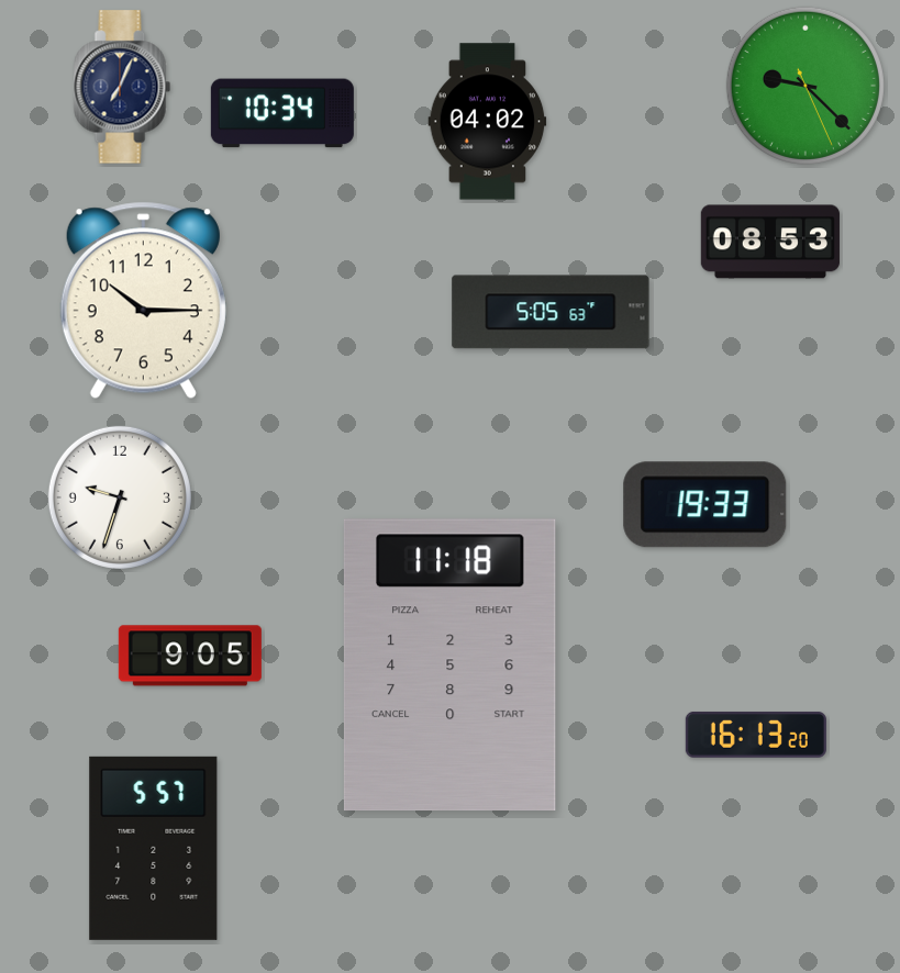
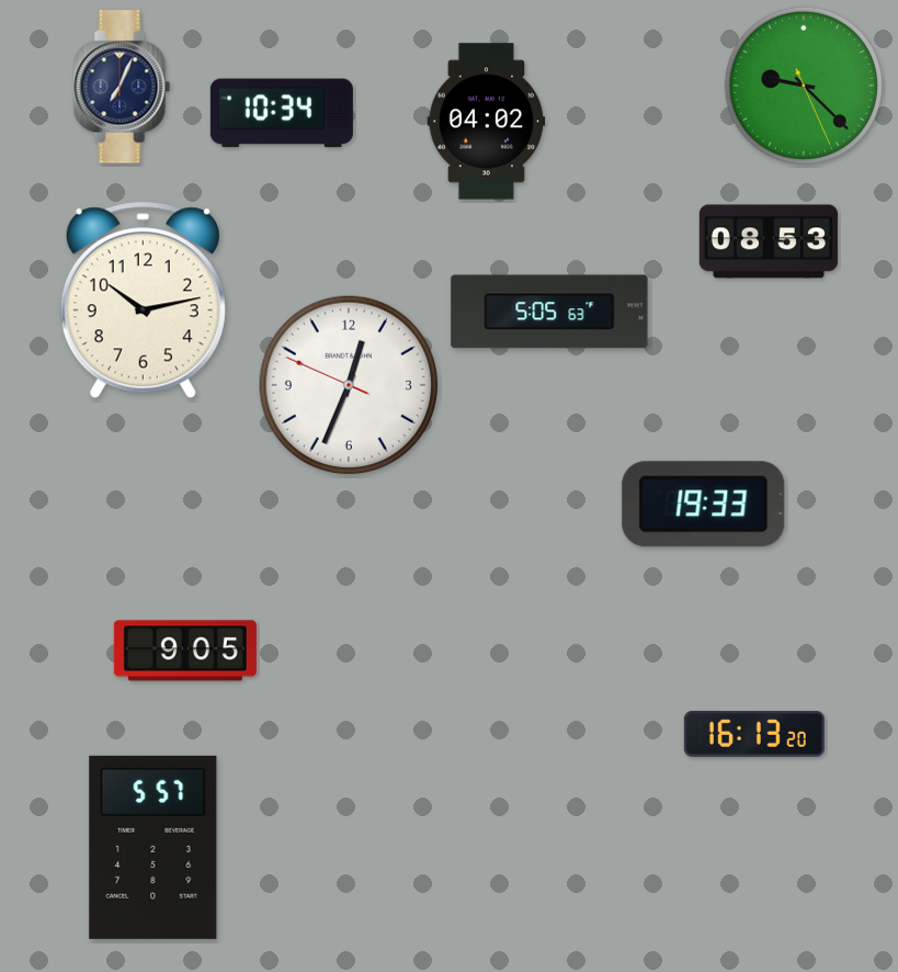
clock at (143, 301): 10:15 -> 10:13
clock at (348, 384): none -> 12:33
clock at (120, 497): 9:33 -> none
clock at (190, 656) position: (190, 656) -> (185, 651)
clock at (449, 666): 11:18 -> none
